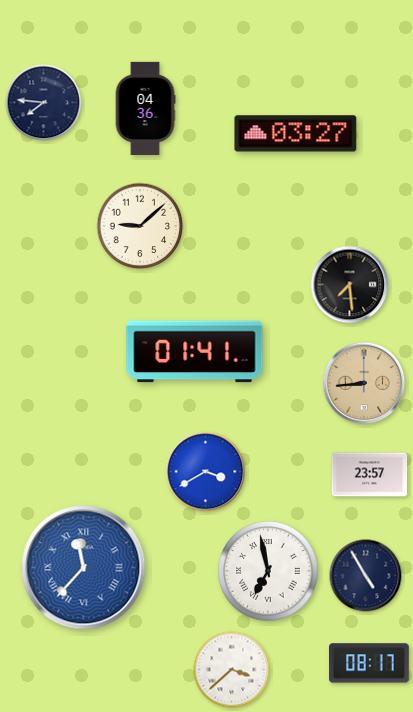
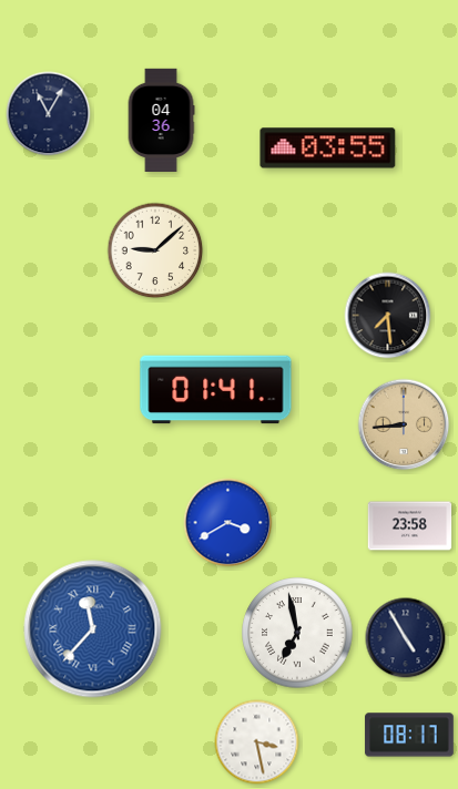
clock at (44, 103): 7:46 -> 11:05
clock at (296, 134): 03:27 -> 03:55
clock at (370, 475): 23:57 -> 23:58
clock at (232, 670): 3:38 -> 3:28
